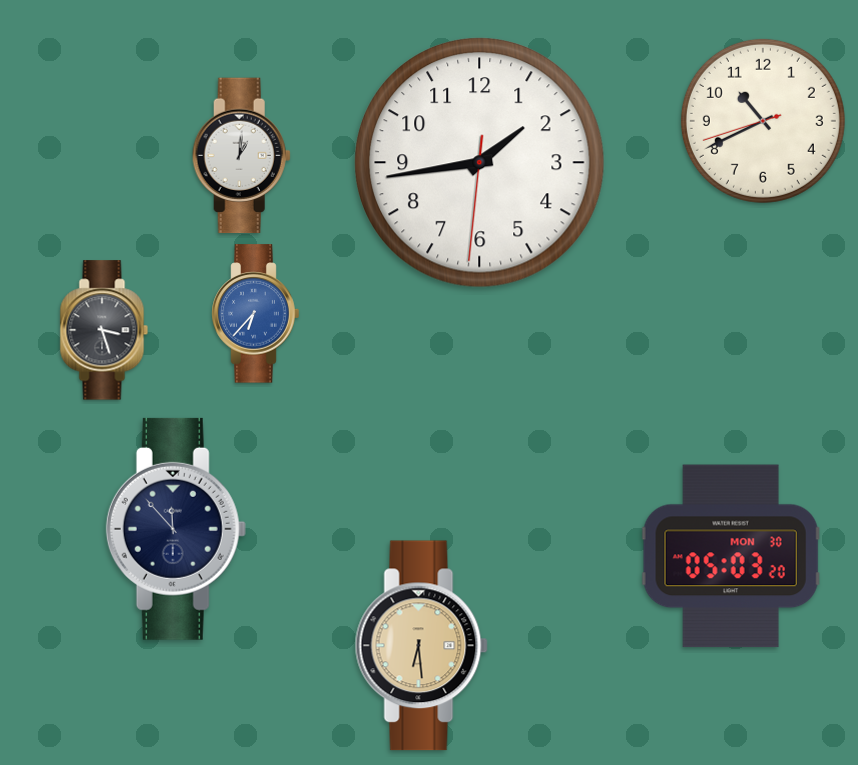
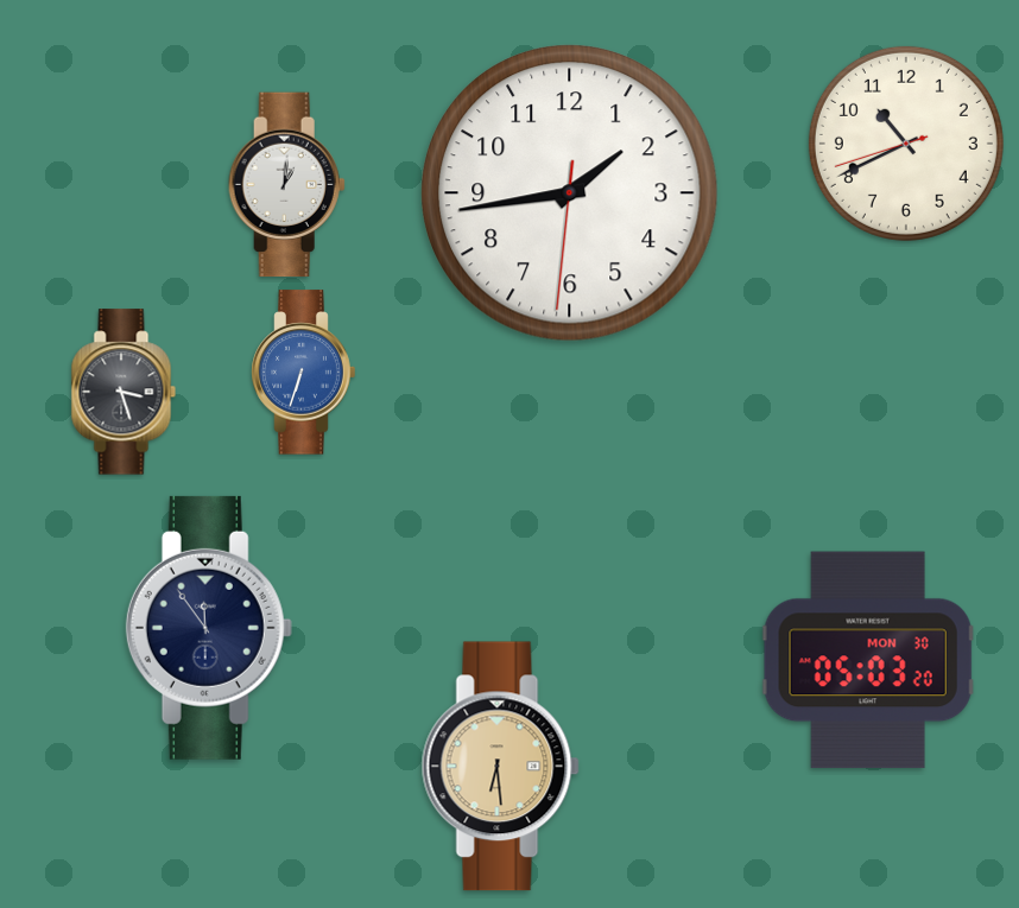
clock at (256, 314): 6:37 -> 6:33
clock at (176, 529): 11:53 -> 11:54
